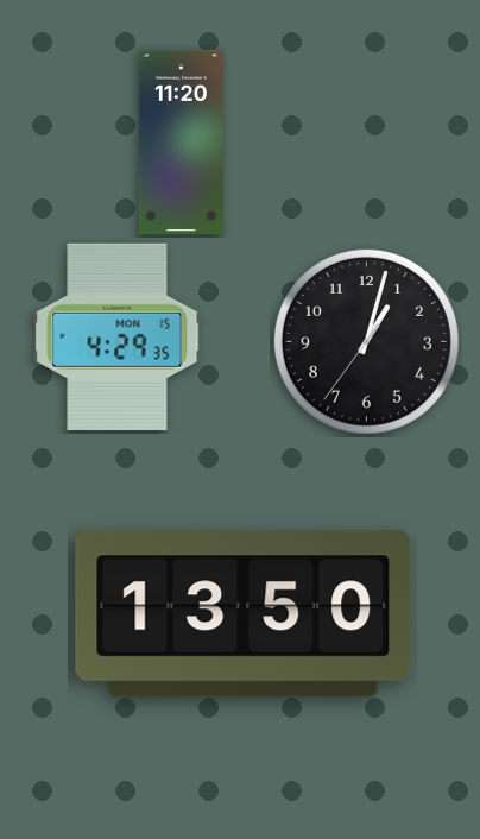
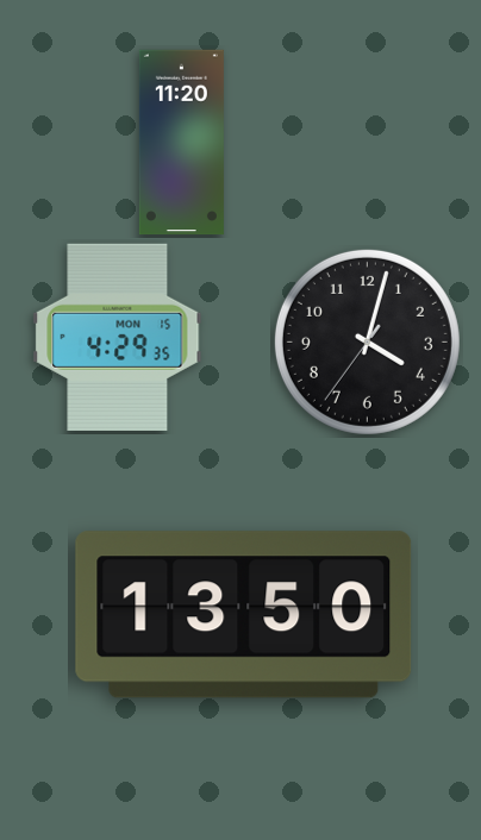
clock at (366, 341): 1:02 -> 4:02
